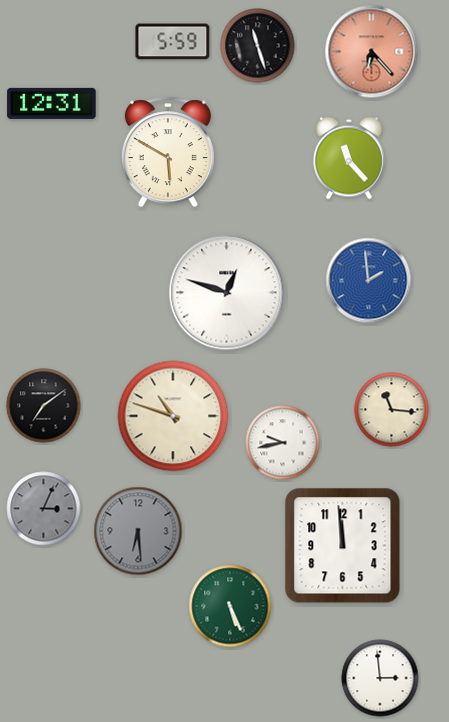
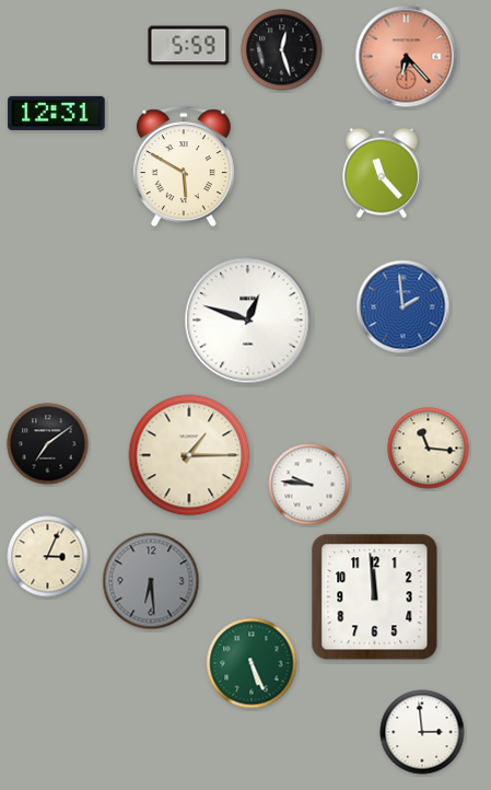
clock at (258, 46): 11:27 -> 12:27
clock at (173, 416): 10:48 -> 1:15
clock at (283, 443): 9:43 -> 9:46
clock at (44, 509) dial: grey -> cream
clock at (380, 678) position: (380, 678) -> (422, 732)
